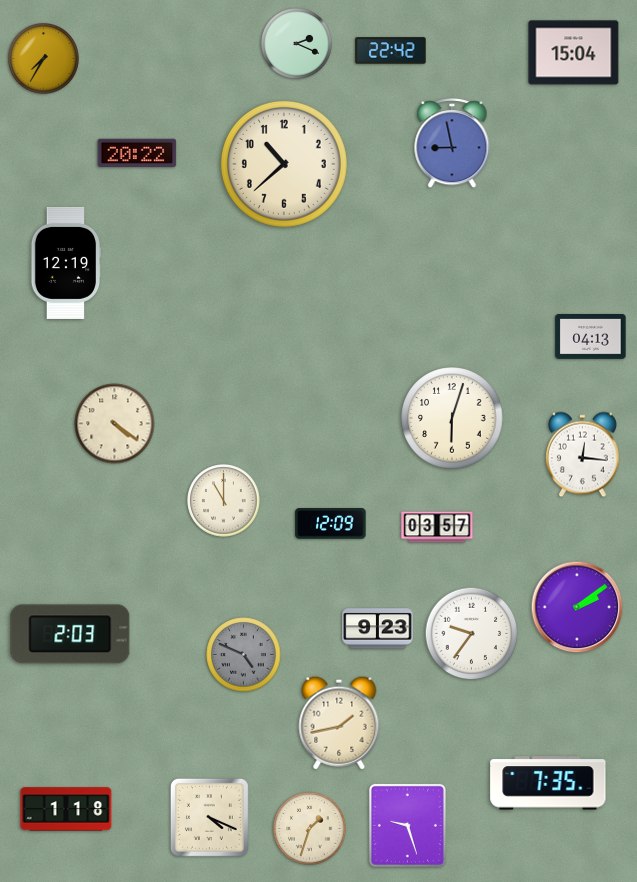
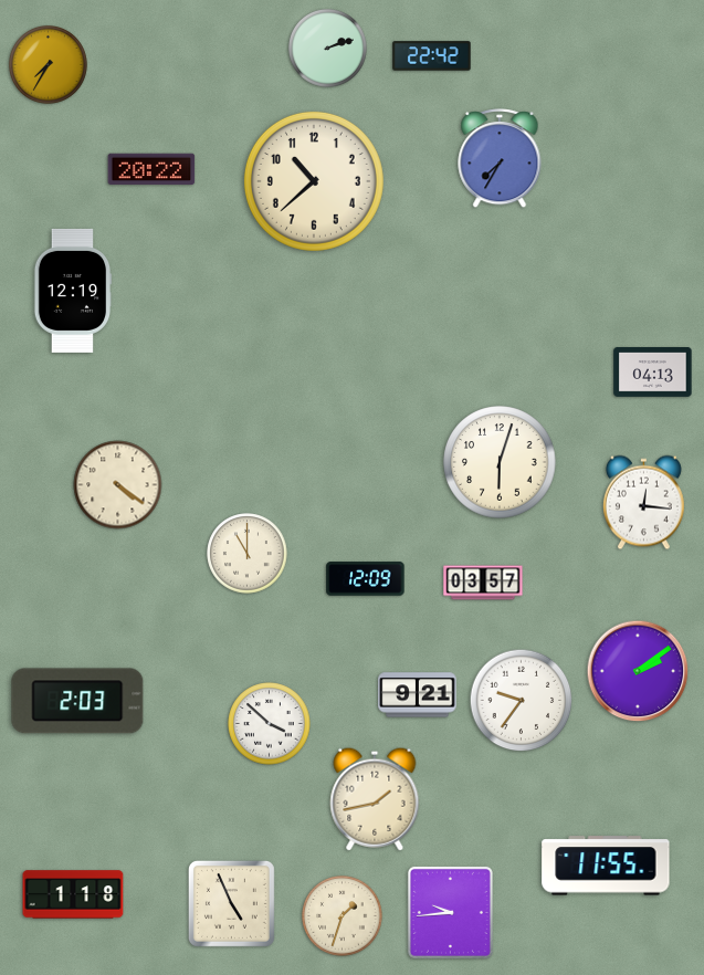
clock at (296, 43): 2:19 -> 2:12
clock at (574, 53): 15:04 -> none
clock at (452, 144): 8:58 -> 7:35
clock at (115, 424) position: (115, 424) -> (118, 485)
clock at (378, 629): 9:23 -> 9:21
clock at (244, 655): 4:49 -> 3:52
clock at (244, 655) dial: grey -> white
clock at (548, 783): 7:35 -> 11:55
clock at (209, 817): 4:19 -> 4:56
clock at (407, 825): 9:27 -> 9:44
